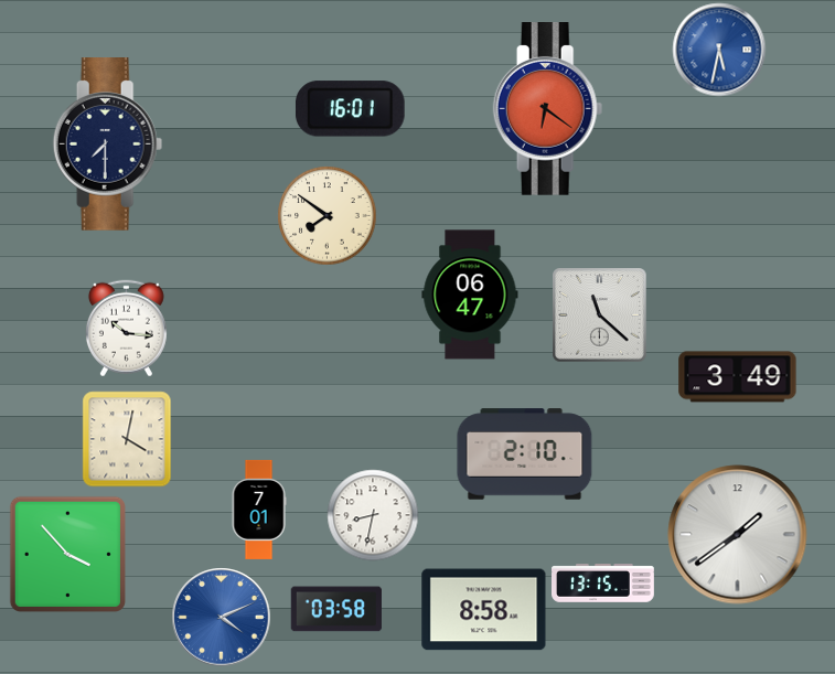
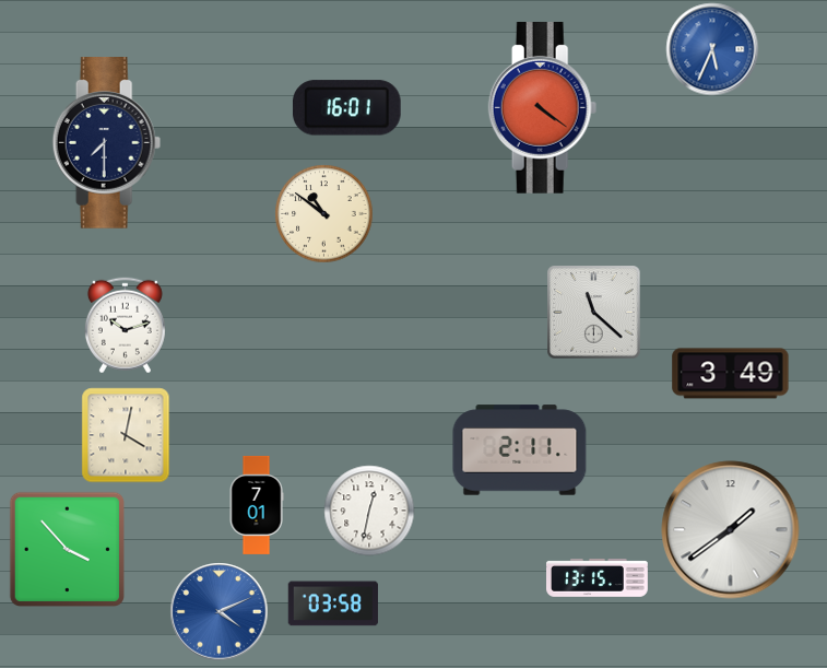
clock at (719, 50): 5:32 -> 5:34
clock at (548, 109): 6:21 -> 4:21
clock at (326, 215): 7:51 -> 10:51
clock at (470, 295): 06:47 -> none
clock at (126, 328): 10:16 -> 10:12
clock at (525, 454): 2:10 -> 2:11
clock at (373, 515): 8:32 -> 12:32
clock at (484, 610): 8:58 -> none
